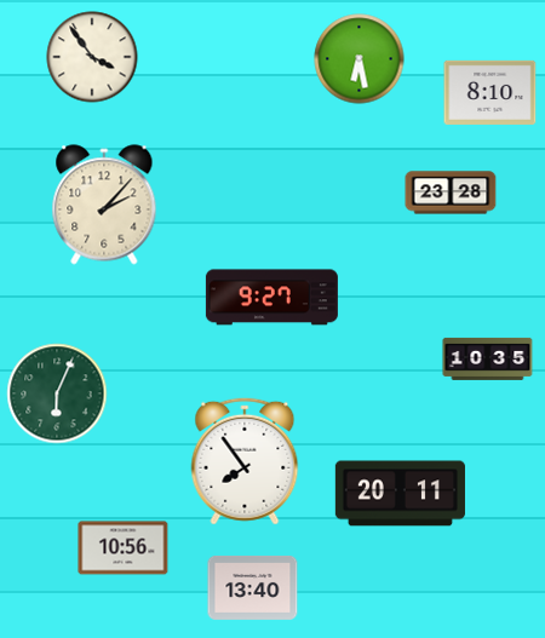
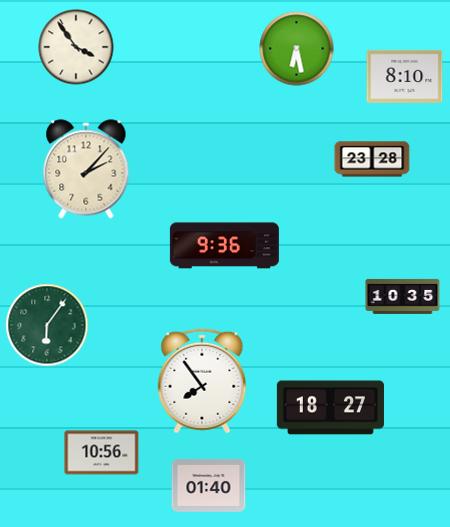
clock at (271, 298): 9:27 -> 9:36
clock at (57, 393): 6:04 -> 6:06
clock at (400, 494): 20:11 -> 18:27
clock at (253, 587): 13:40 -> 01:40
